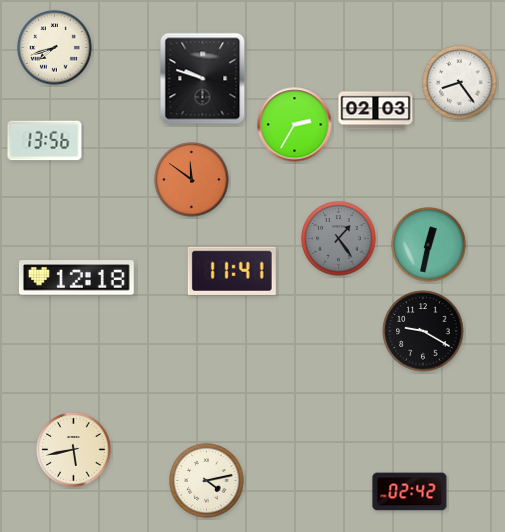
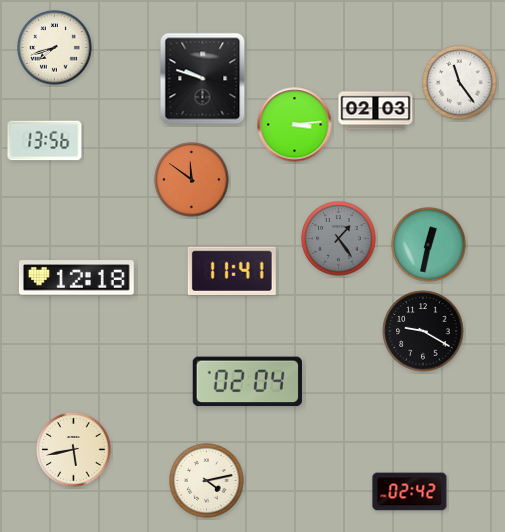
clock at (460, 83): 8:24 -> 11:24
clock at (295, 125): 2:35 -> 3:14
clock at (247, 382): none -> 02:04
